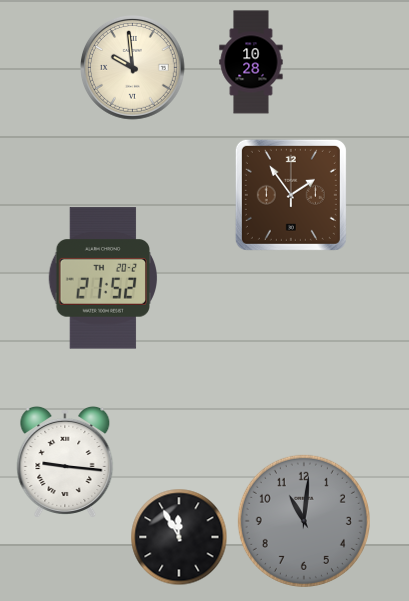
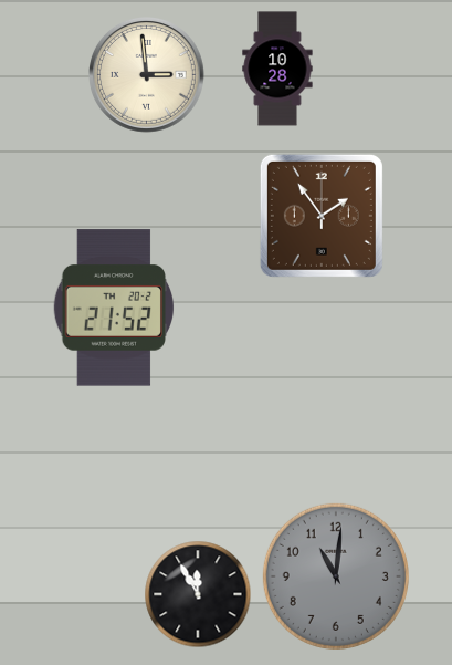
clock at (133, 68): 9:59 -> 2:59
clock at (65, 462): 9:16 -> none
